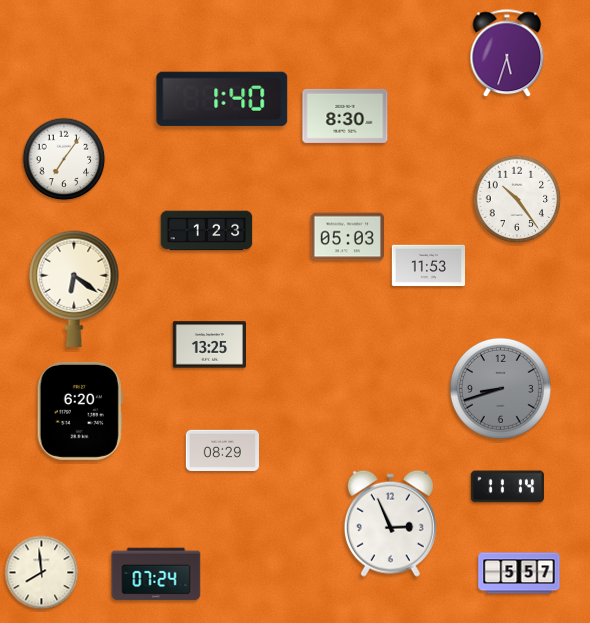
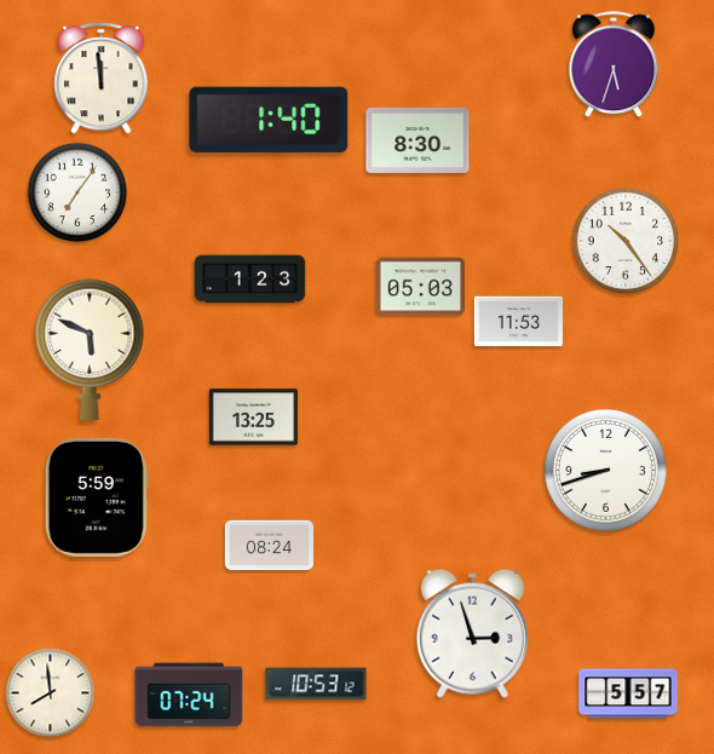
clock at (102, 77): none -> 11:59
clock at (74, 289): 6:21 -> 5:49
clock at (500, 388) dial: grey -> white
clock at (80, 411): 6:20 -> 5:59
clock at (222, 450): 08:29 -> 08:24
clock at (507, 487): 11:14 -> none
clock at (390, 523): 2:56 -> 2:57
clock at (316, 684): none -> 10:53
